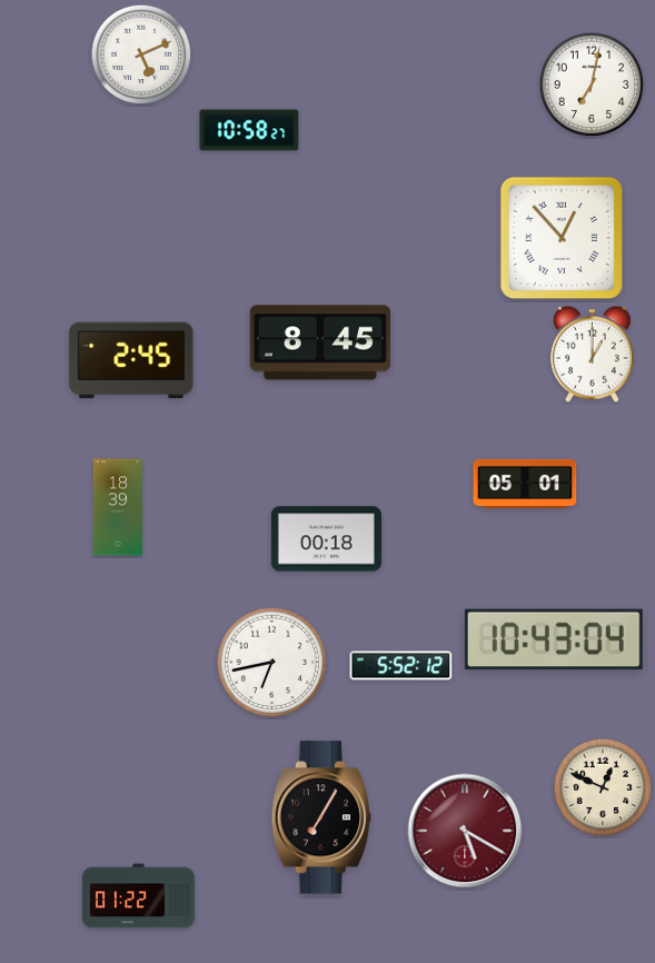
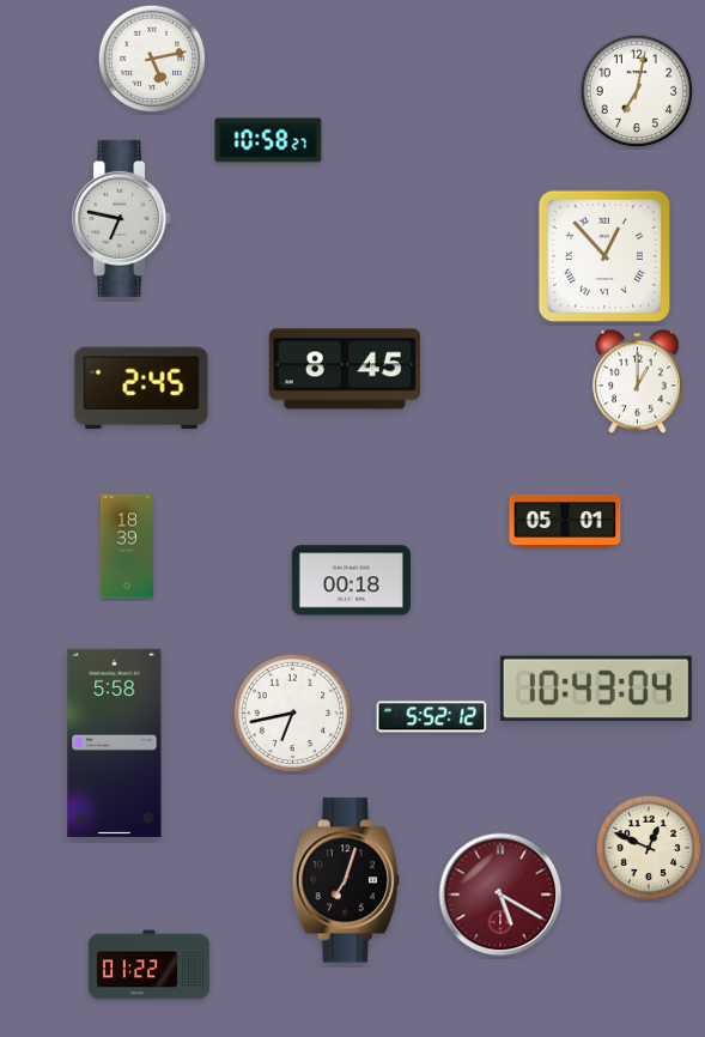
clock at (141, 54): 5:11 -> 5:13
clock at (122, 218): none -> 6:47
clock at (115, 742): none -> 5:58
clock at (321, 817): 7:05 -> 7:03
